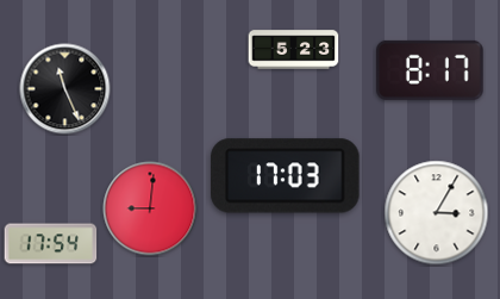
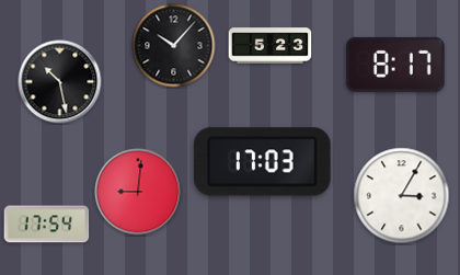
clock at (174, 46): none -> 10:07
clock at (65, 89): 11:26 -> 10:28
